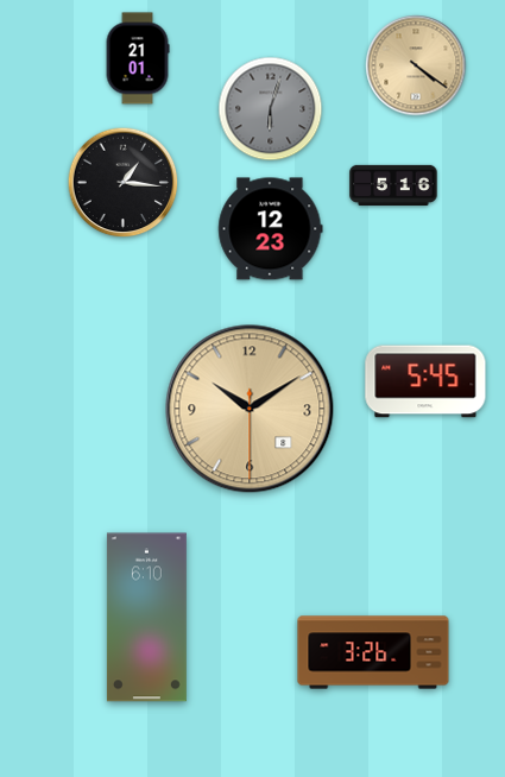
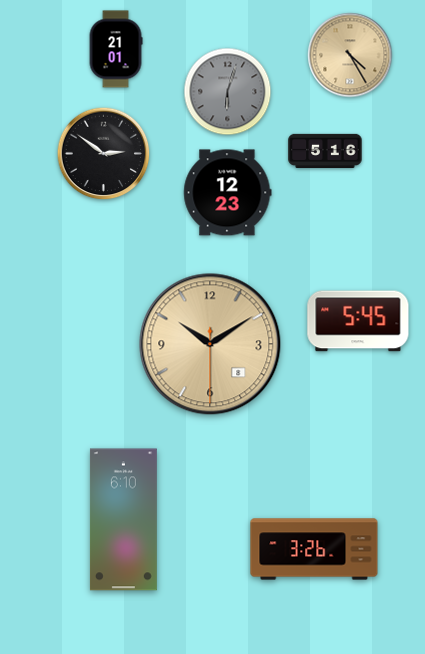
clock at (416, 65): 4:21 -> 4:25
clock at (124, 183): 1:16 -> 2:51
clock at (393, 184) position: (393, 184) -> (325, 150)
